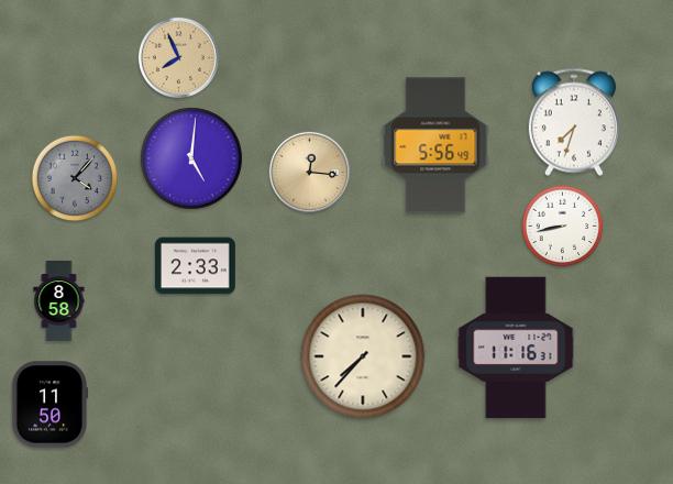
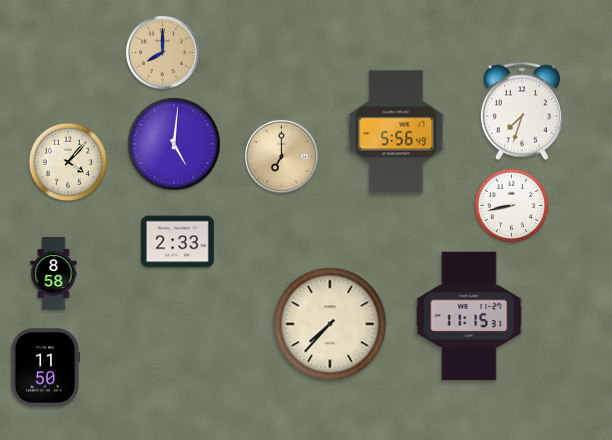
clock at (178, 57): 7:56 -> 8:00
clock at (309, 172): 12:16 -> 7:00
clock at (75, 178) dial: grey -> cream
clock at (516, 348): 11:16 -> 11:15
